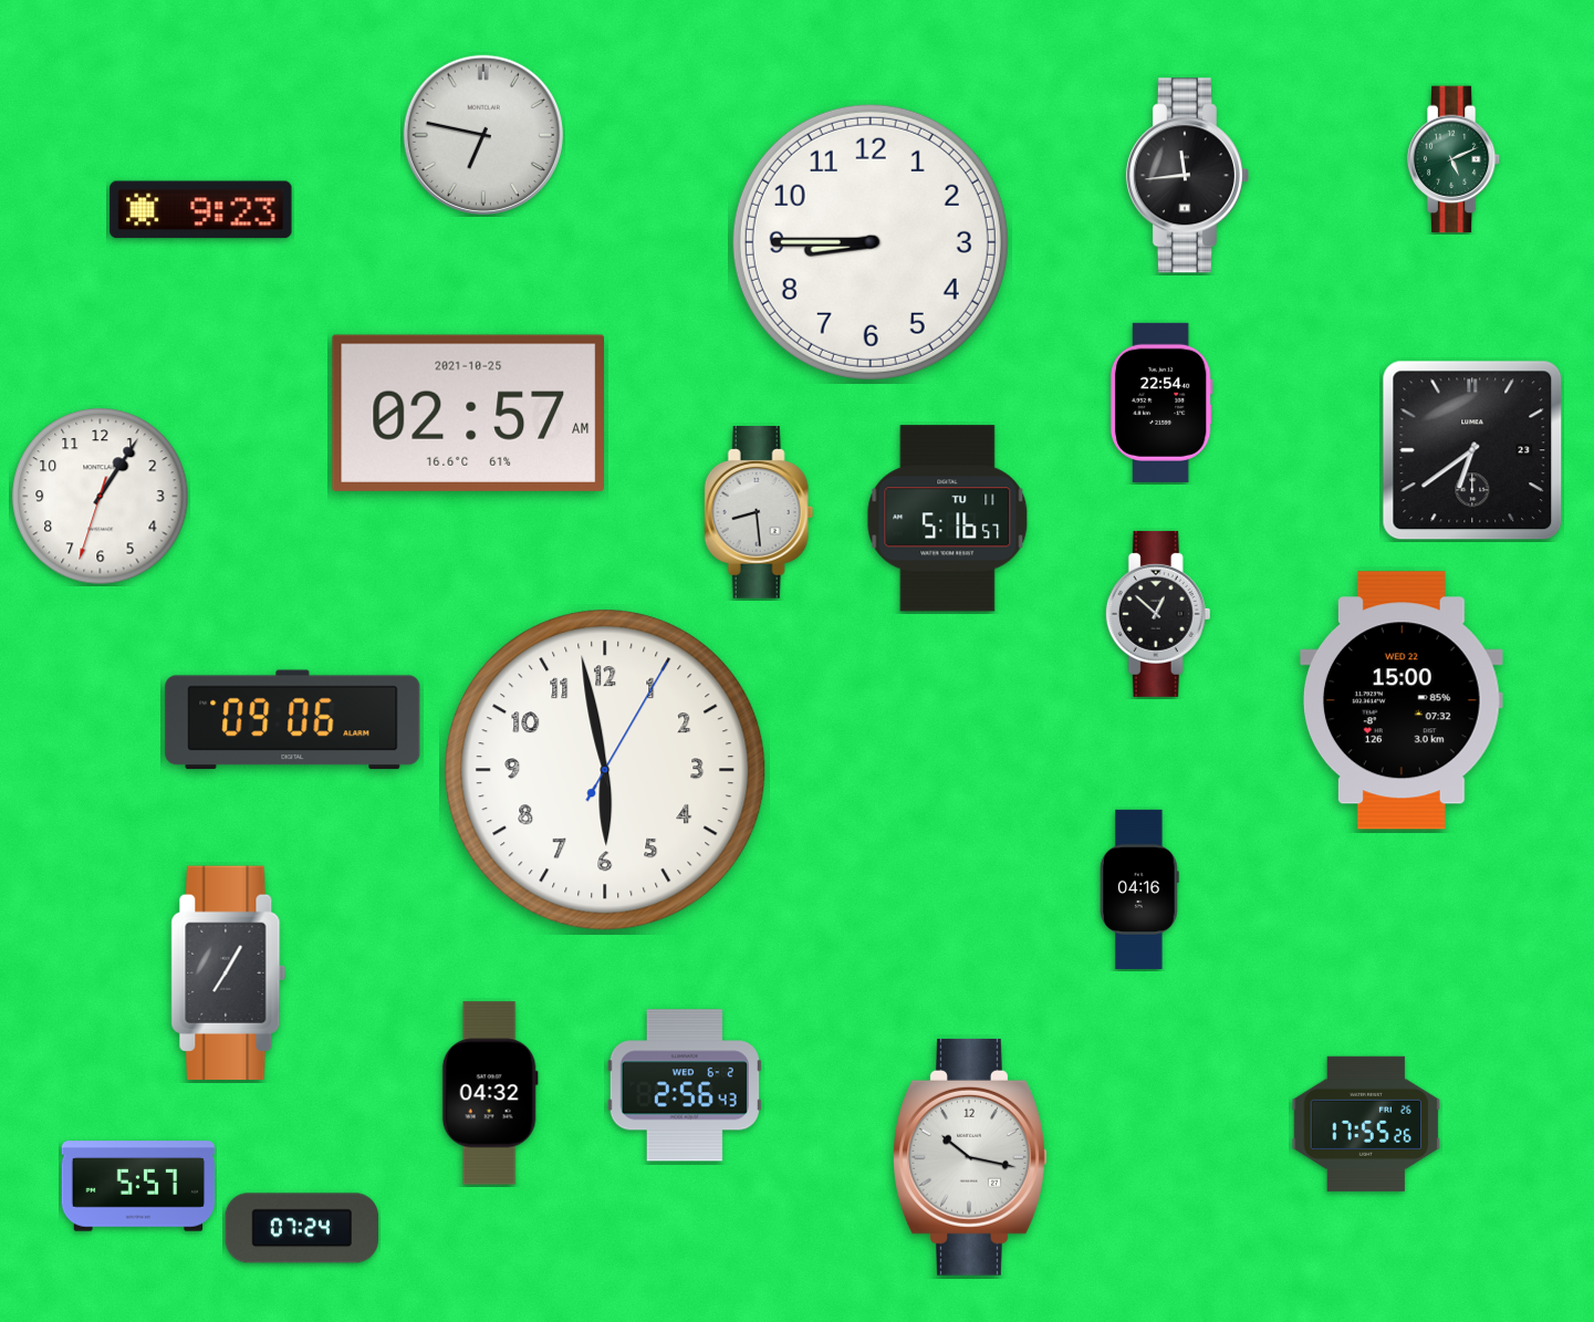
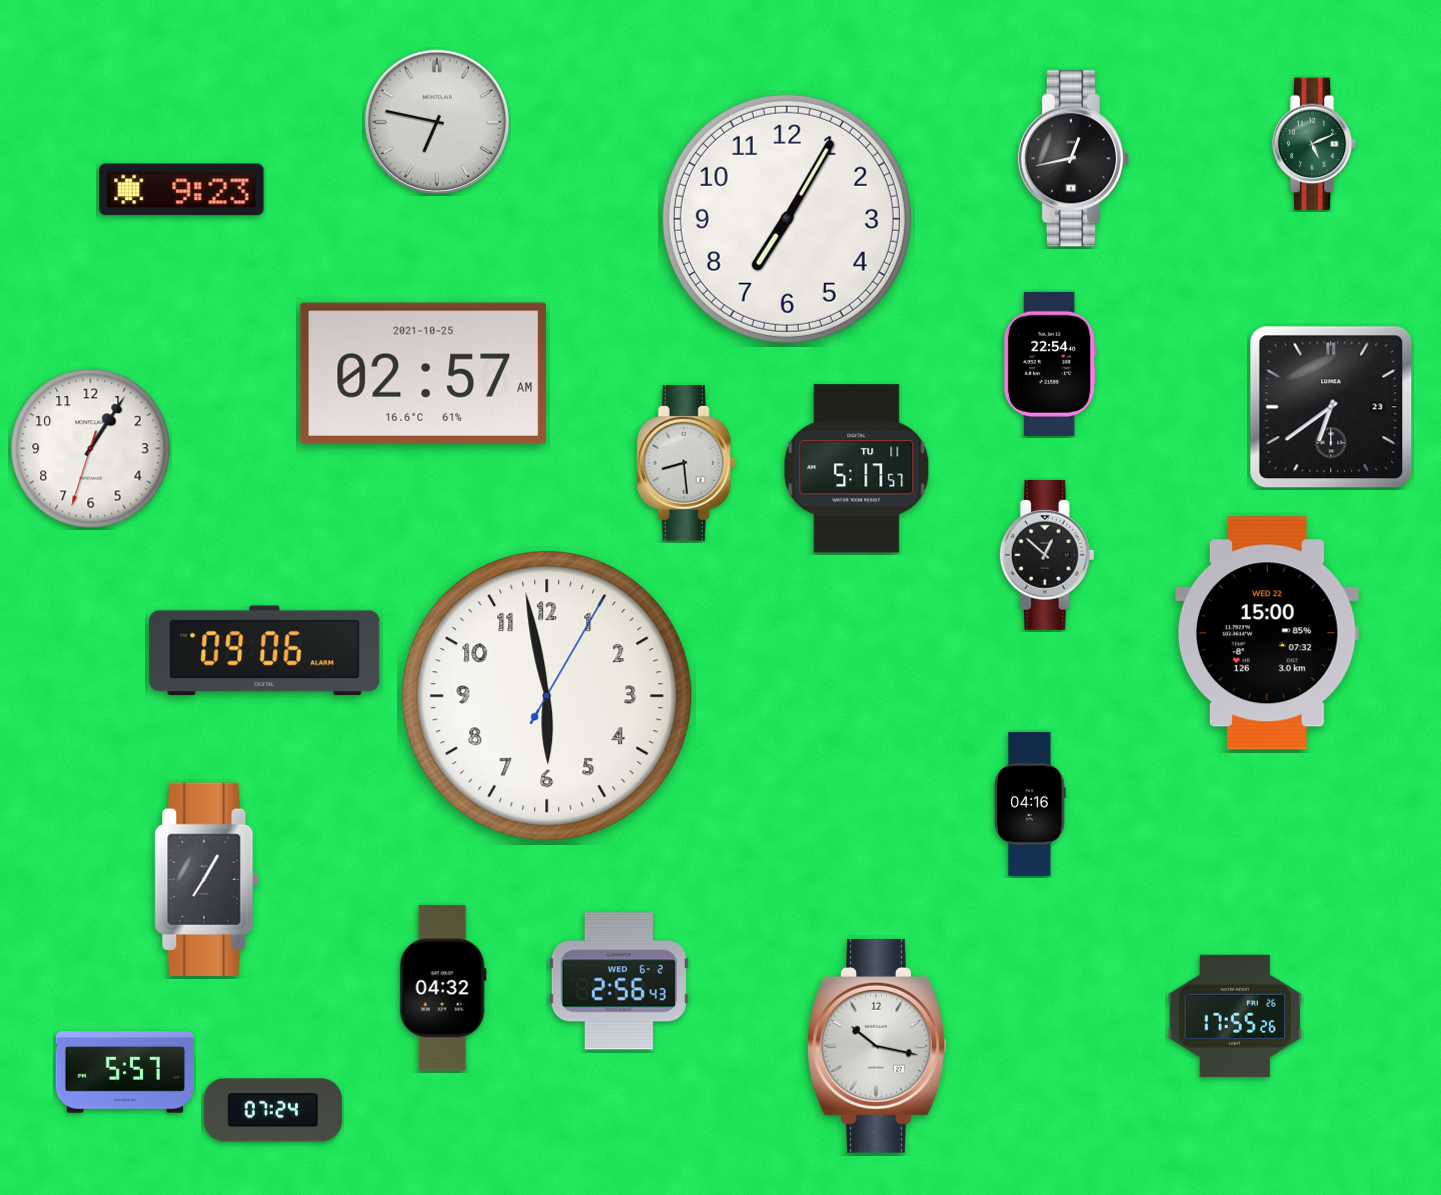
clock at (1187, 176): 11:44 -> 12:43
clock at (871, 242): 8:45 -> 7:05
clock at (948, 519): 5:16 -> 5:17
